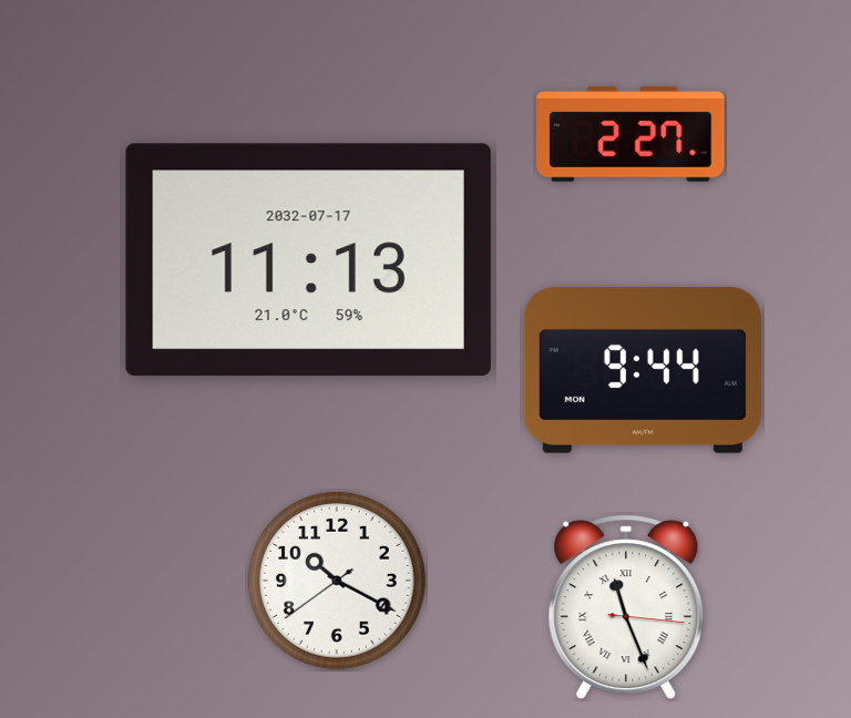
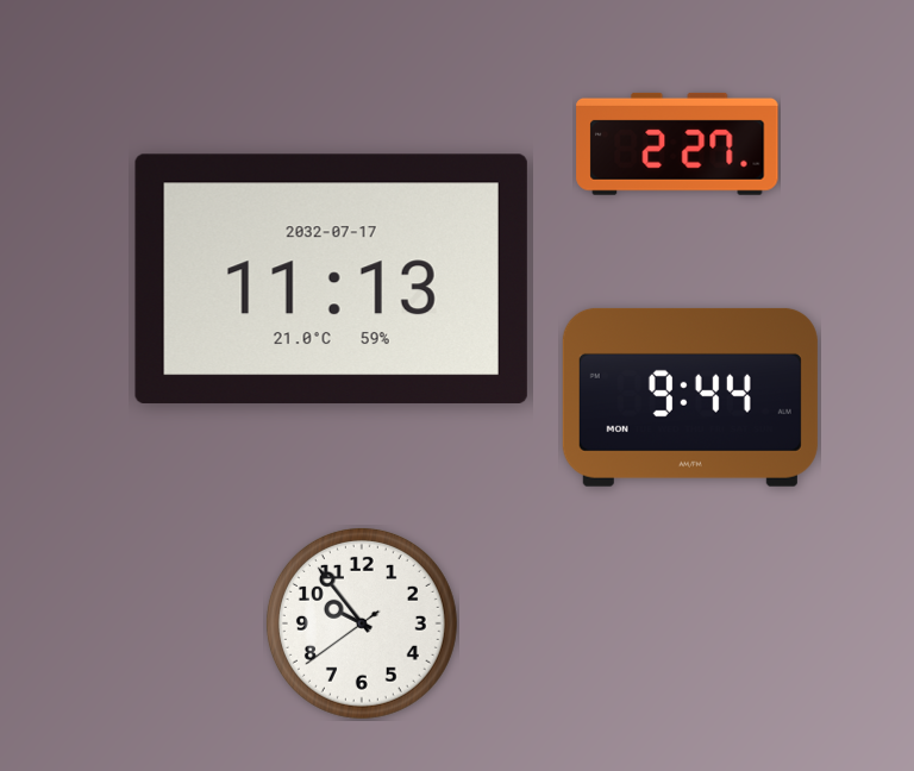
clock at (337, 581): 10:19 -> 9:53
clock at (626, 607): 11:26 -> none
